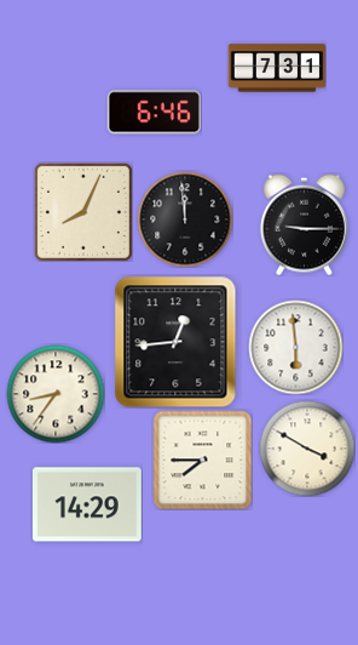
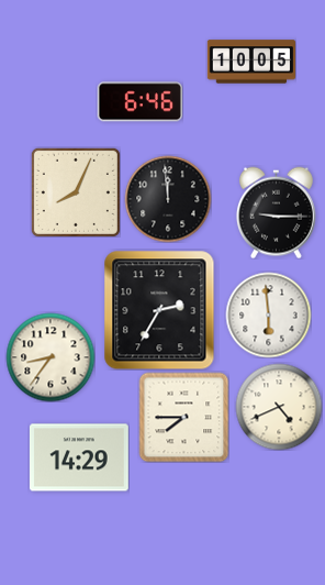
clock at (276, 68): 7:31 -> 10:05
clock at (304, 224) position: (304, 224) -> (276, 212)
clock at (175, 342): 12:44 -> 2:35
clock at (307, 449): 3:50 -> 4:41
